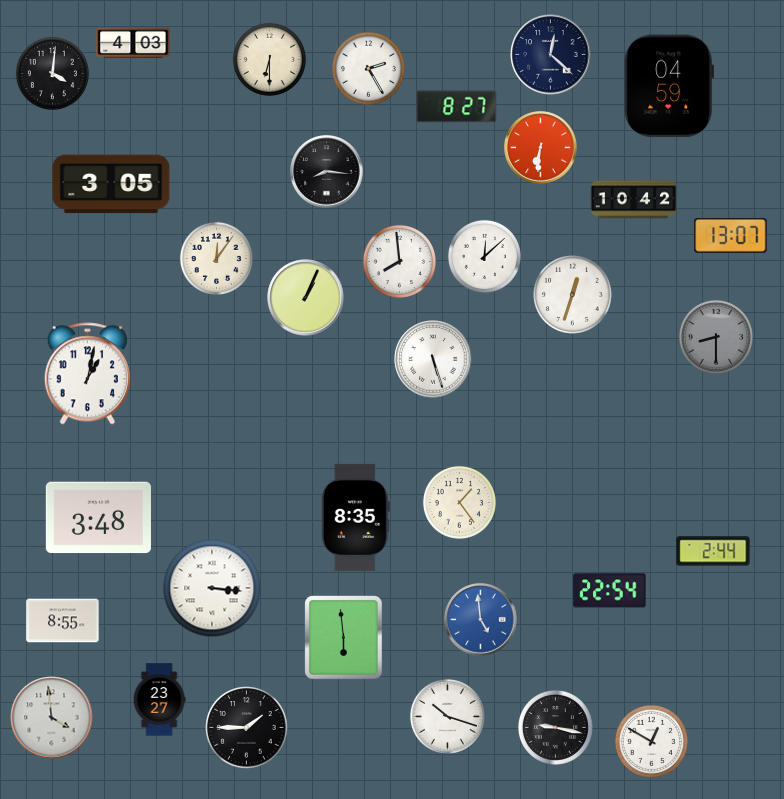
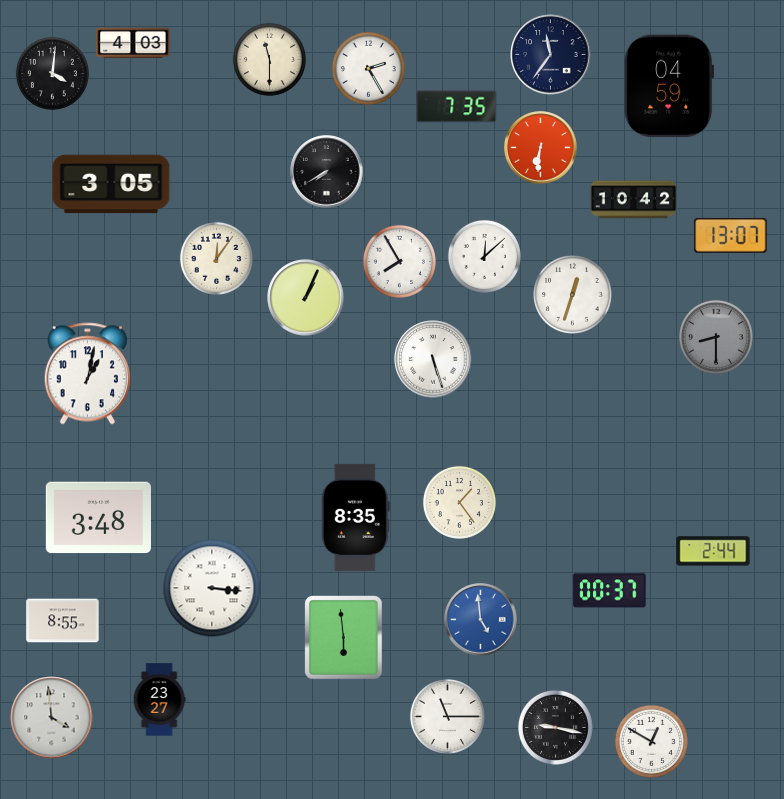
clock at (551, 55): 12:22 -> 11:36
clock at (269, 59): 6:30 -> 11:30
clock at (457, 107): 8:27 -> 7:35
clock at (327, 172): 8:16 -> 7:40
clock at (399, 261): 7:59 -> 7:55
clock at (610, 591): 22:54 -> 00:37
clock at (447, 716): 10:18 -> 11:15
clock at (247, 728): 1:45 -> none
